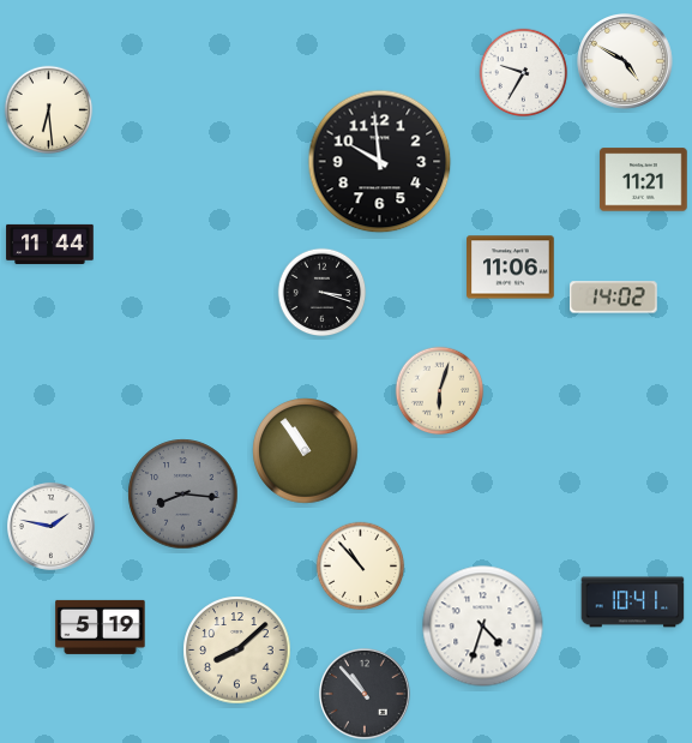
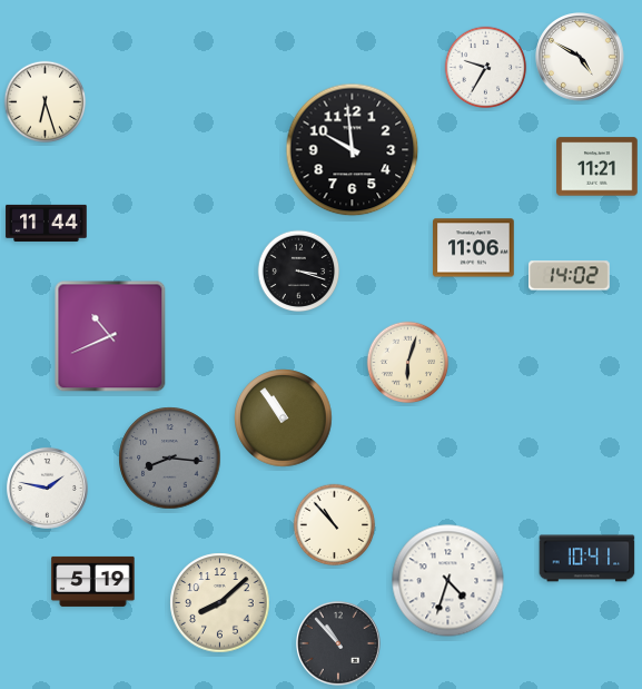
clock at (49, 110): 6:29 -> 6:27
clock at (50, 244) position: (50, 244) -> (47, 223)
clock at (110, 336): none -> 10:41
